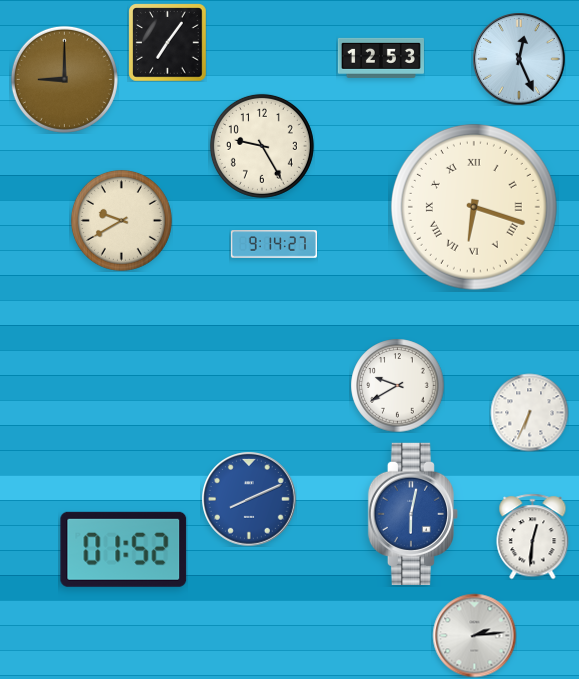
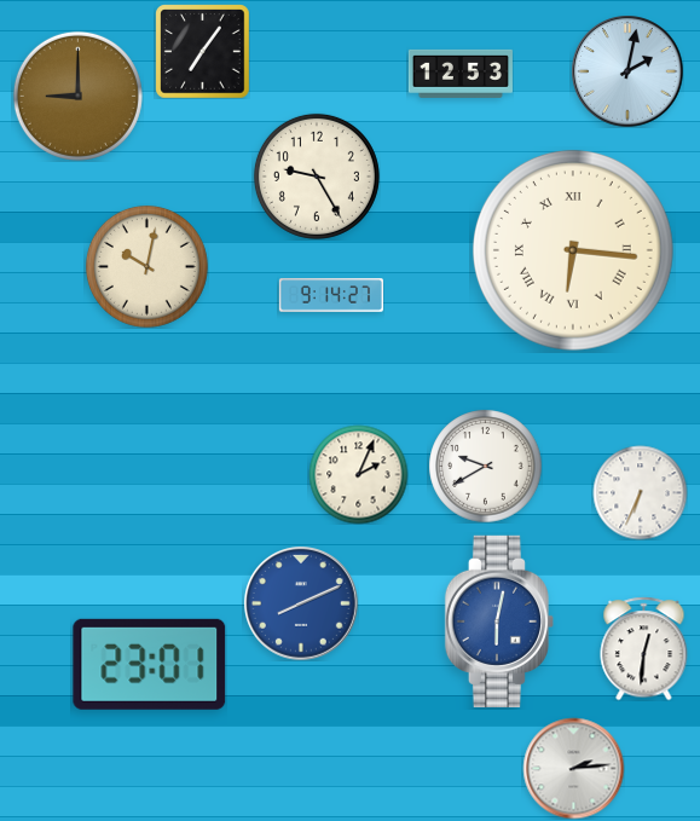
clock at (381, 58) position: (381, 58) -> (461, 74)
clock at (519, 59): 12:26 -> 2:02
clock at (474, 207): 6:18 -> 6:16
clock at (121, 220): 9:40 -> 10:02
clock at (397, 385) position: (397, 385) -> (485, 466)
clock at (358, 474): none -> 2:04
clock at (529, 412) position: (529, 412) -> (640, 492)
clock at (124, 549): 01:52 -> 23:01
